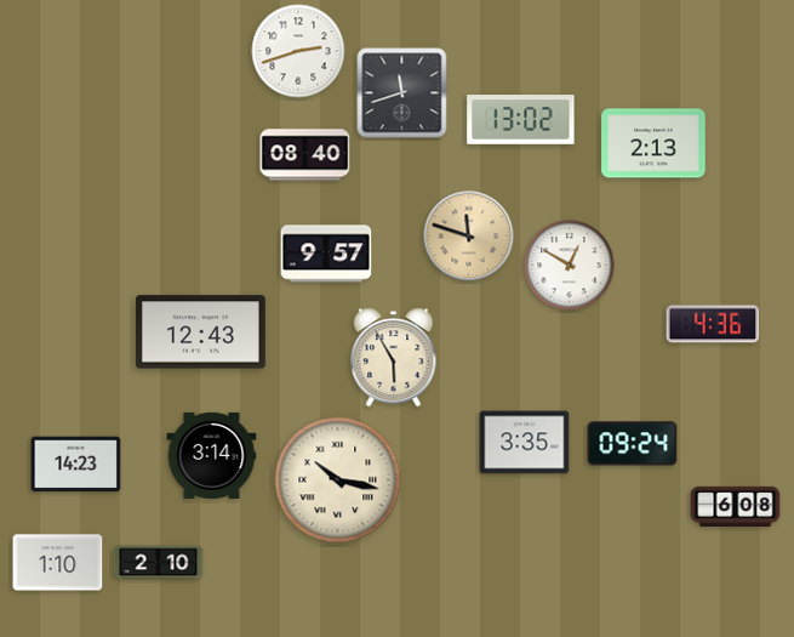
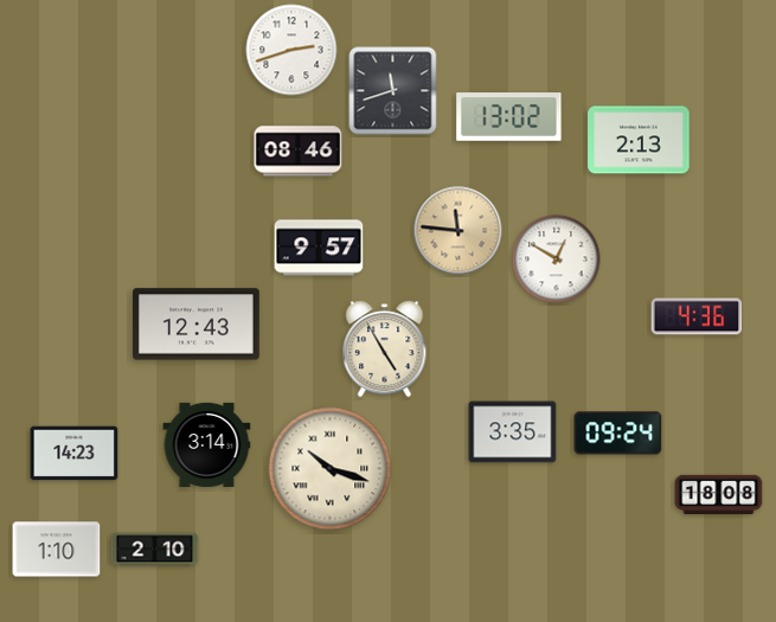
clock at (305, 155): 08:40 -> 08:46
clock at (469, 237): 11:48 -> 11:46
clock at (394, 358): 5:55 -> 4:55
clock at (338, 480): 10:17 -> 10:18
clock at (736, 507): 6:08 -> 18:08
